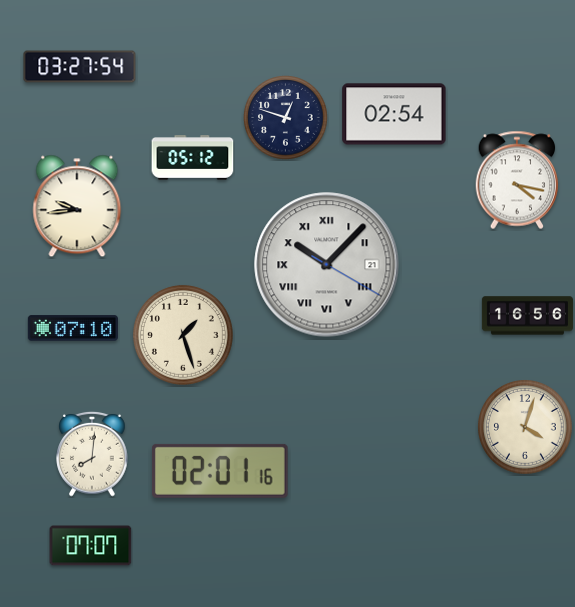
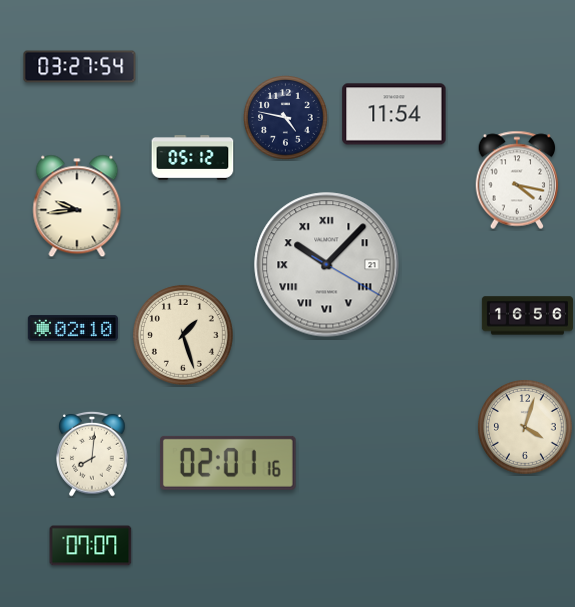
clock at (394, 114): 02:54 -> 11:54
clock at (286, 118): 12:48 -> 4:47
clock at (73, 328): 07:10 -> 02:10
clock at (220, 471) position: (220, 471) -> (228, 463)
